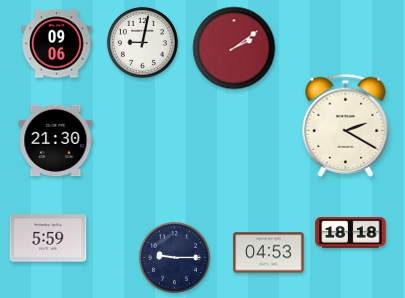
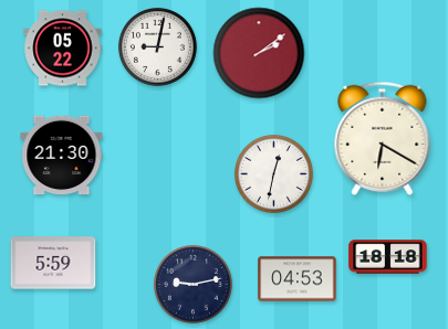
clock at (57, 44): 09:06 -> 05:22
clock at (346, 125): 2:20 -> 6:20
clock at (273, 173): none -> 12:32
clock at (174, 257): 9:15 -> 9:13
